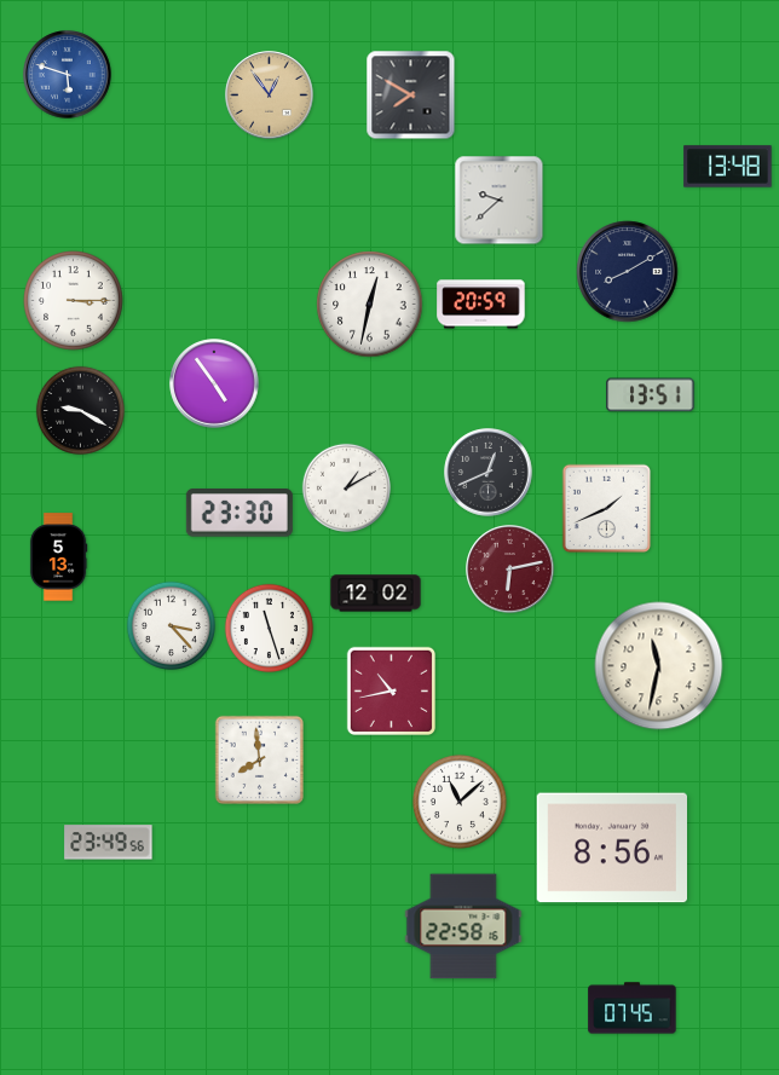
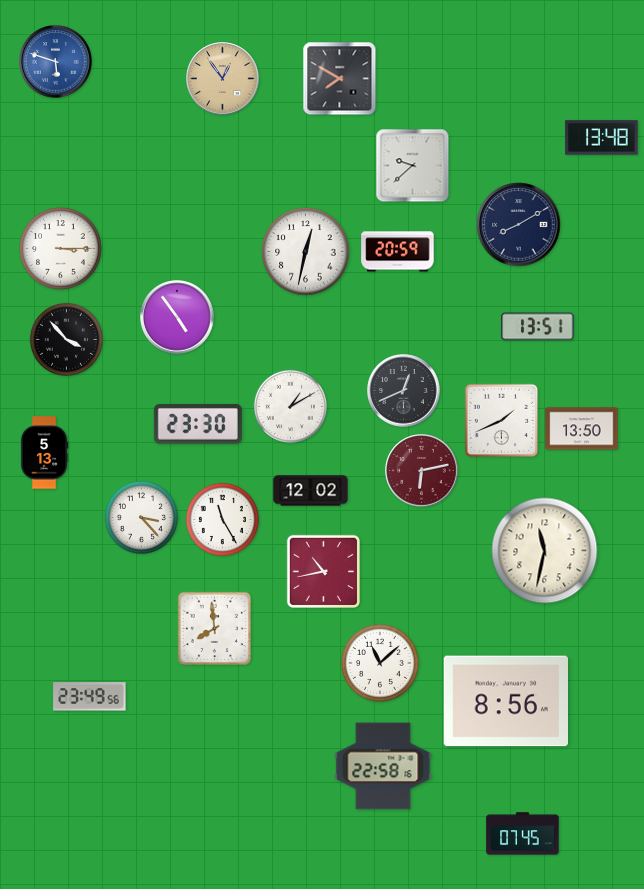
clock at (80, 410): 9:20 -> 3:53
clock at (346, 487) position: (346, 487) -> (290, 406)
clock at (582, 429): none -> 13:50
clock at (58, 557) position: (58, 557) -> (44, 453)
clock at (269, 628): 11:27 -> 11:25
